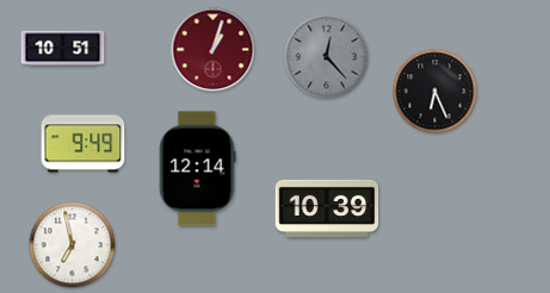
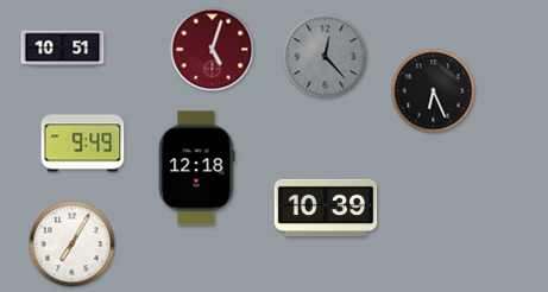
clock at (214, 50): 1:03 -> 5:03
clock at (197, 169): 12:14 -> 12:18
clock at (73, 245): 6:58 -> 7:05
